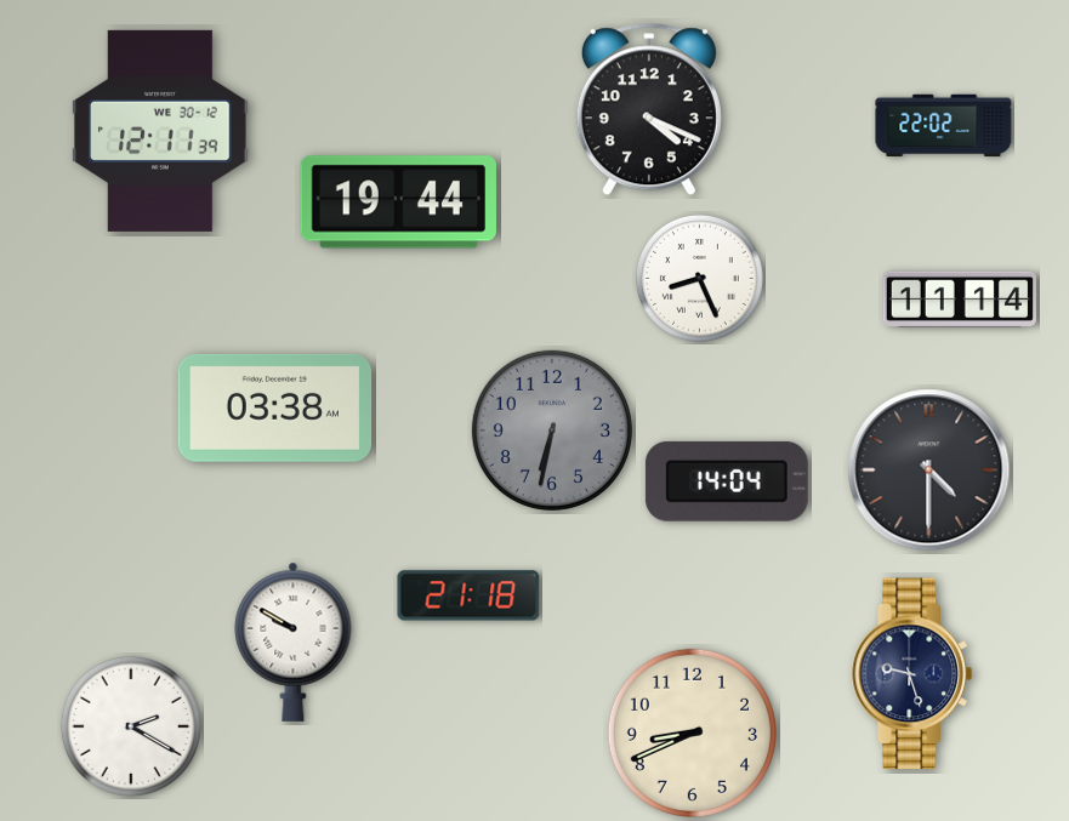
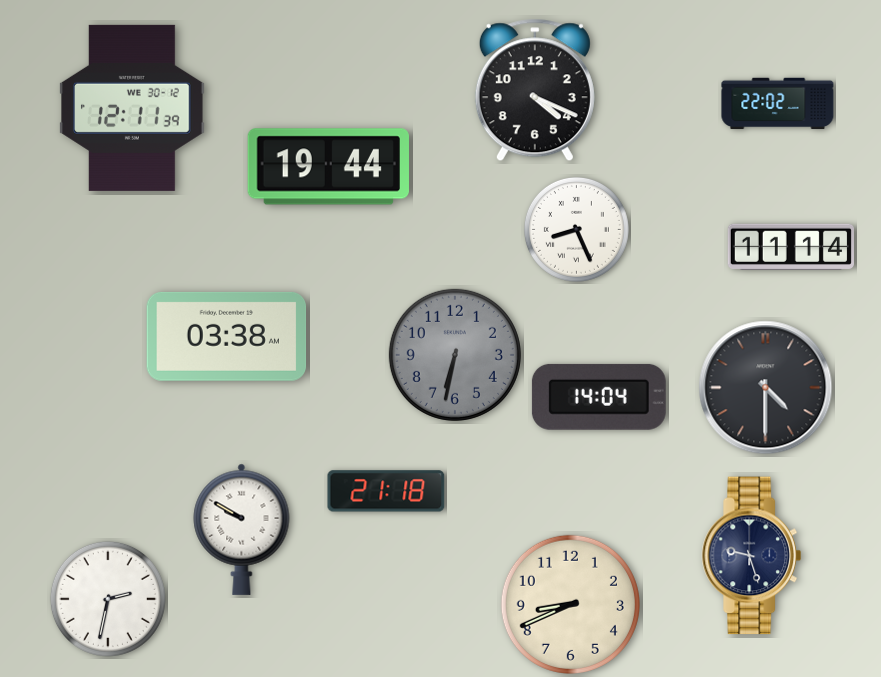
clock at (131, 726): 2:20 -> 2:32
